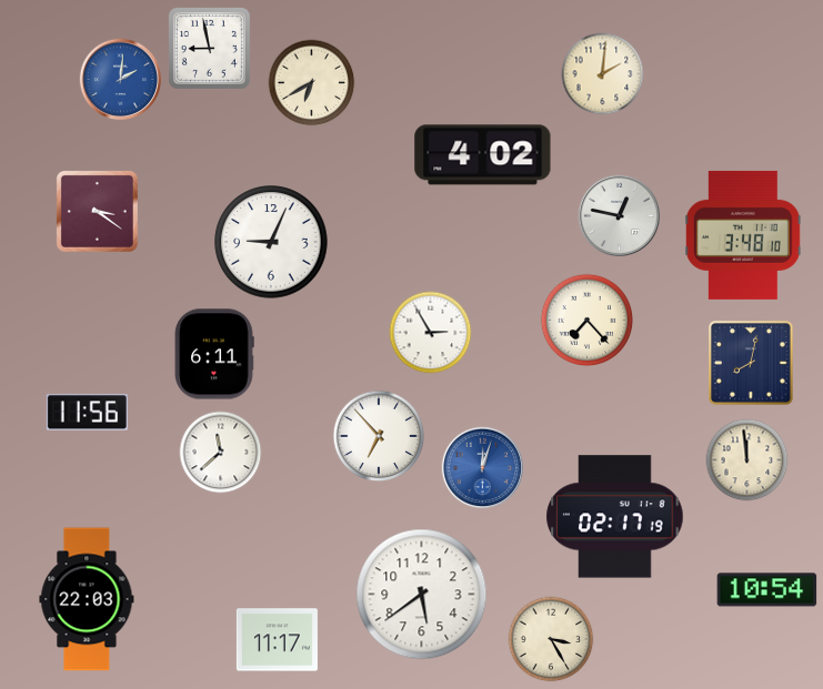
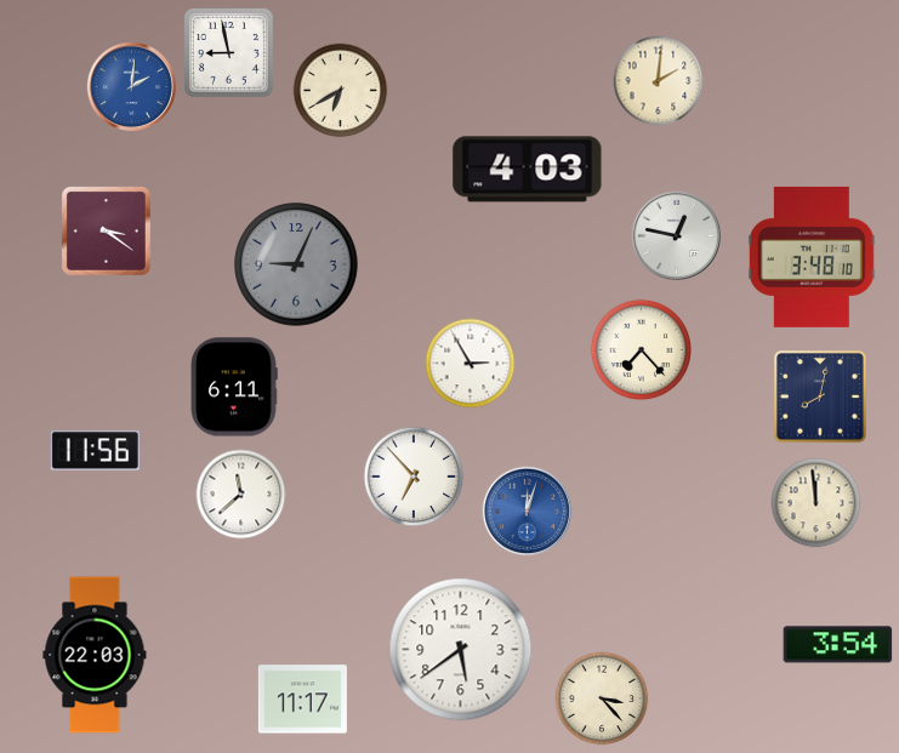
clock at (483, 155): 4:02 -> 4:03
clock at (271, 242) dial: white -> grey
clock at (615, 517): 02:17 -> none
clock at (767, 590): 10:54 -> 3:54
clock at (551, 639): 3:25 -> 3:23
